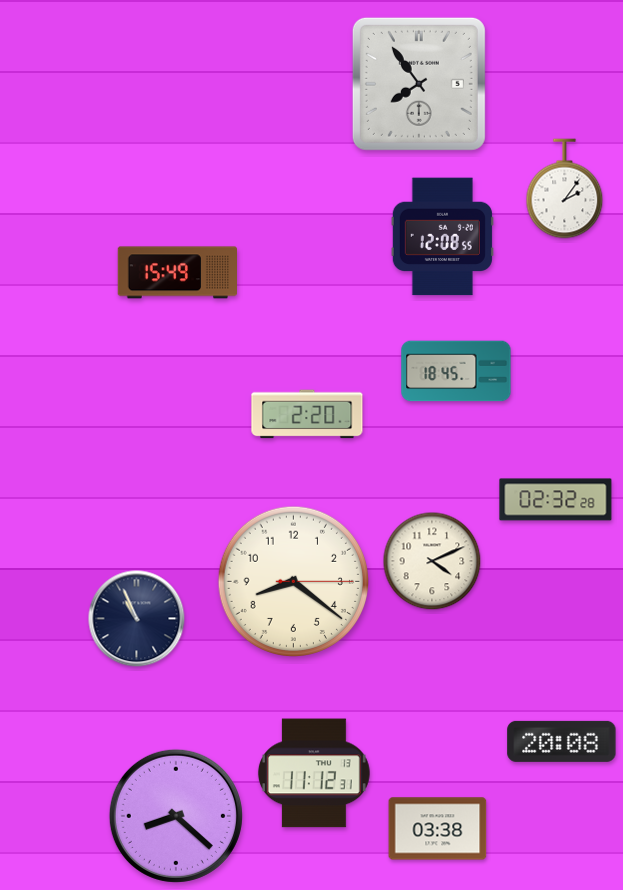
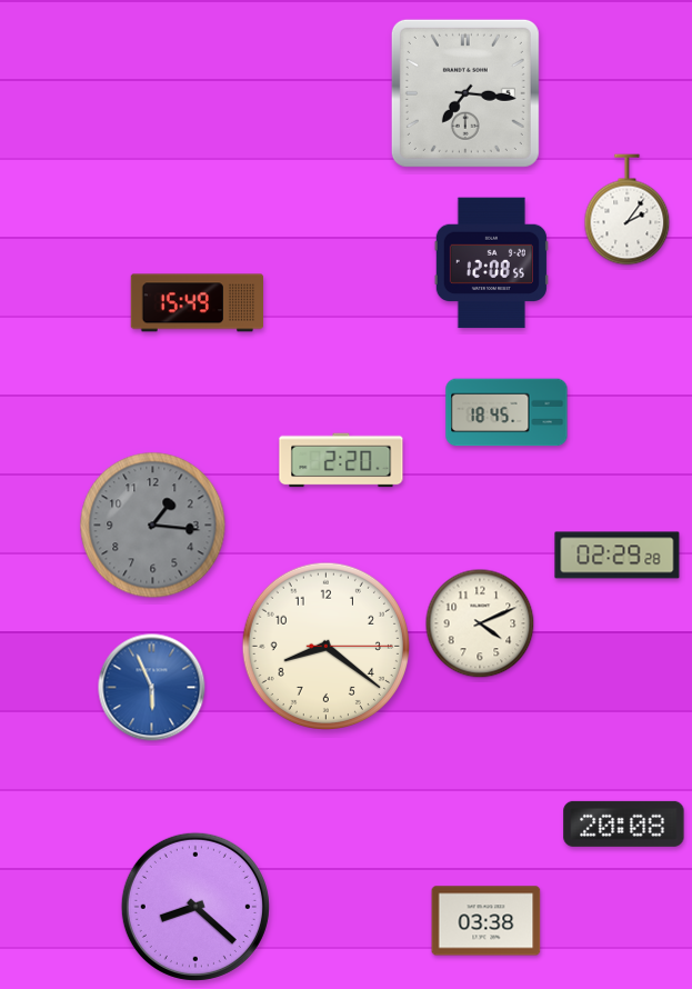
clock at (419, 84): 7:54 -> 7:16
clock at (153, 526): none -> 1:16
clock at (556, 500): 02:32 -> 02:29
clock at (137, 619): 10:56 -> 5:56
clock at (137, 619) dial: navy -> blue
clock at (314, 773): 11:12 -> none
